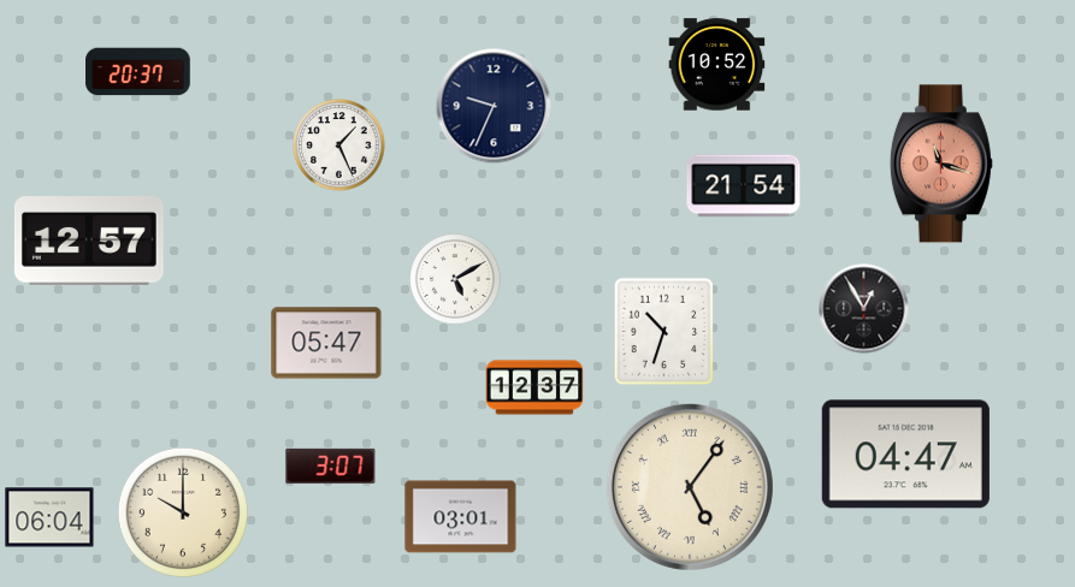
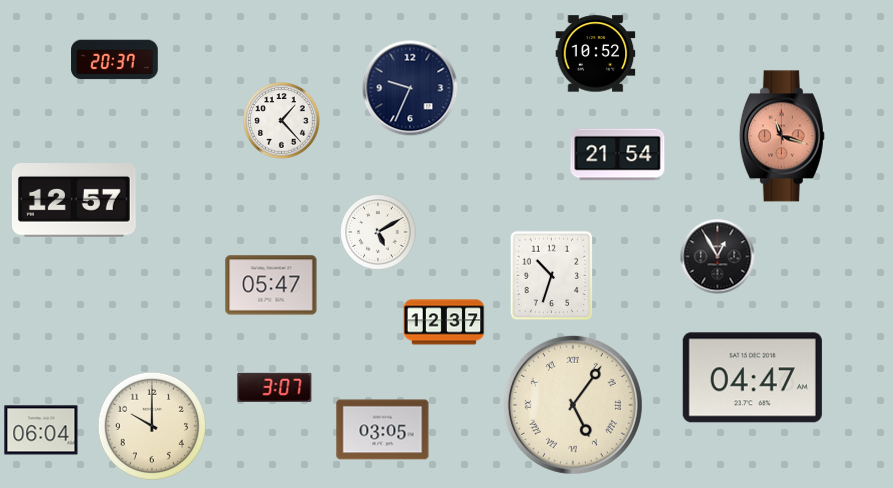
clock at (339, 146): 1:26 -> 1:23
clock at (461, 517): 03:01 -> 03:05
